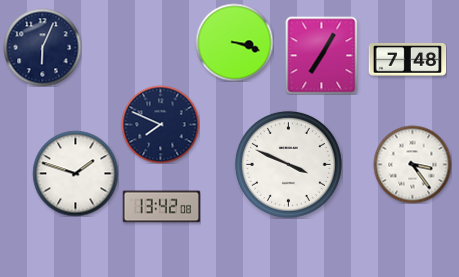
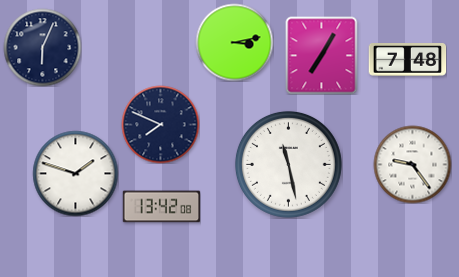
clock at (234, 42): 3:18 -> 3:13
clock at (288, 164): 3:49 -> 11:28
clock at (412, 164): 3:24 -> 9:24
